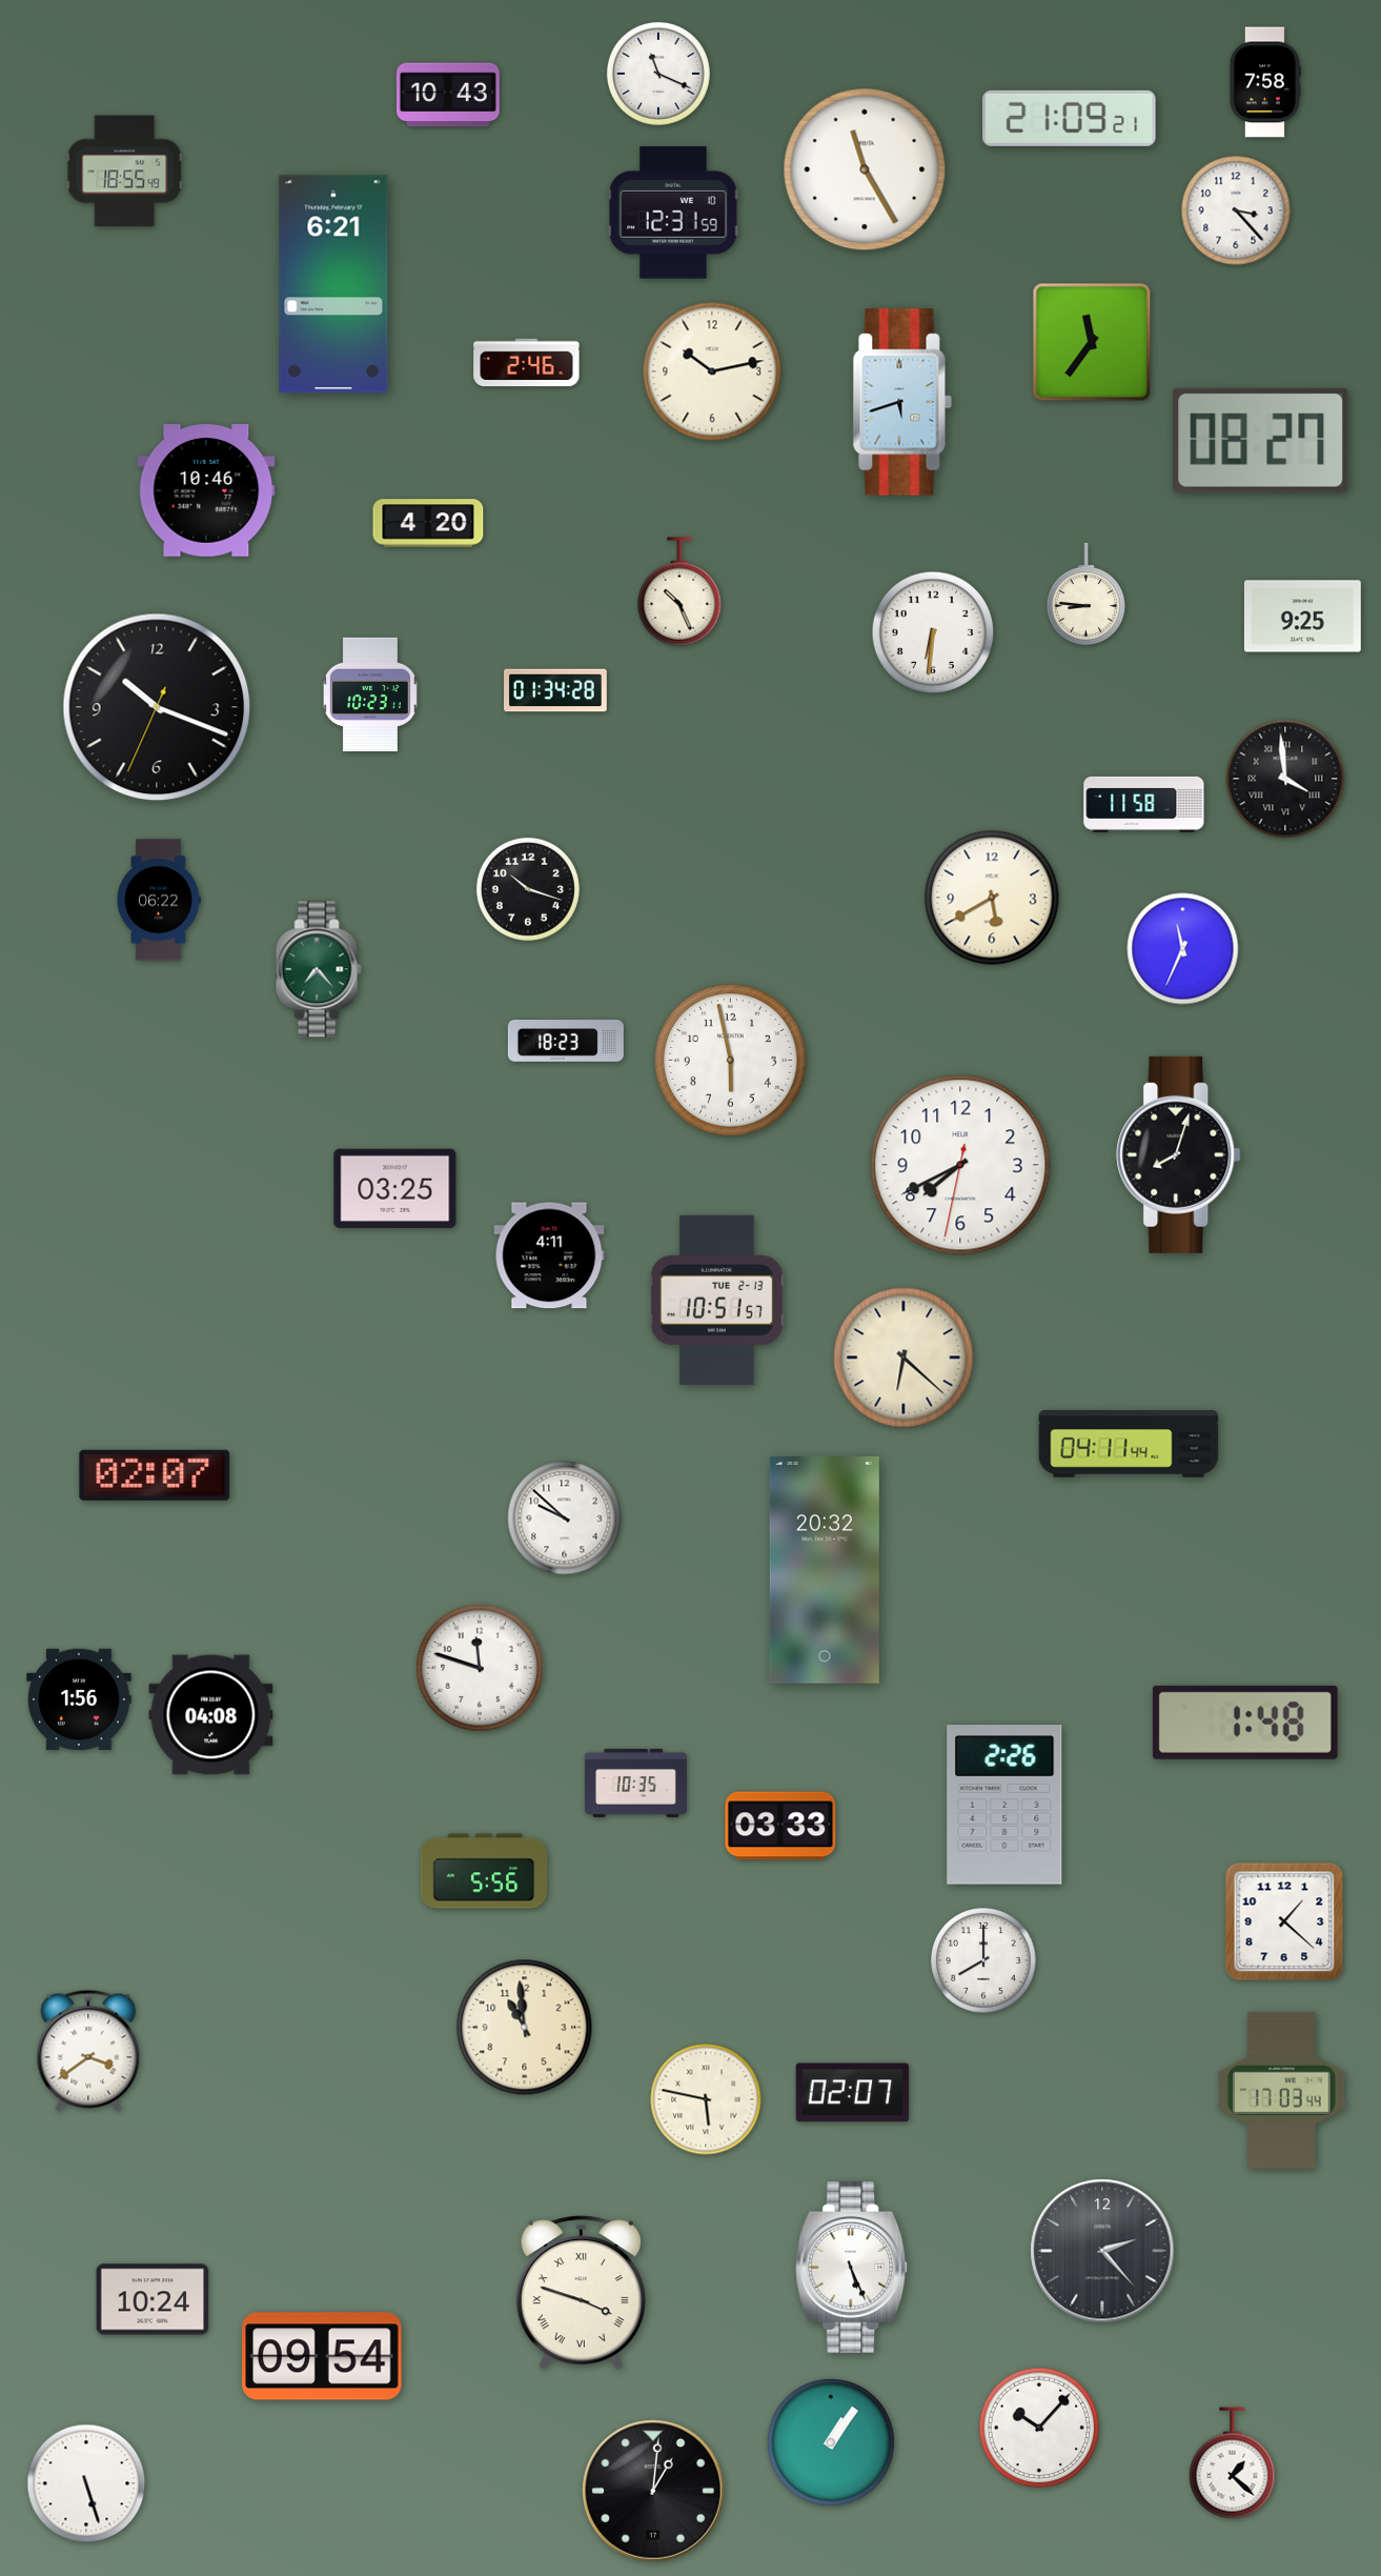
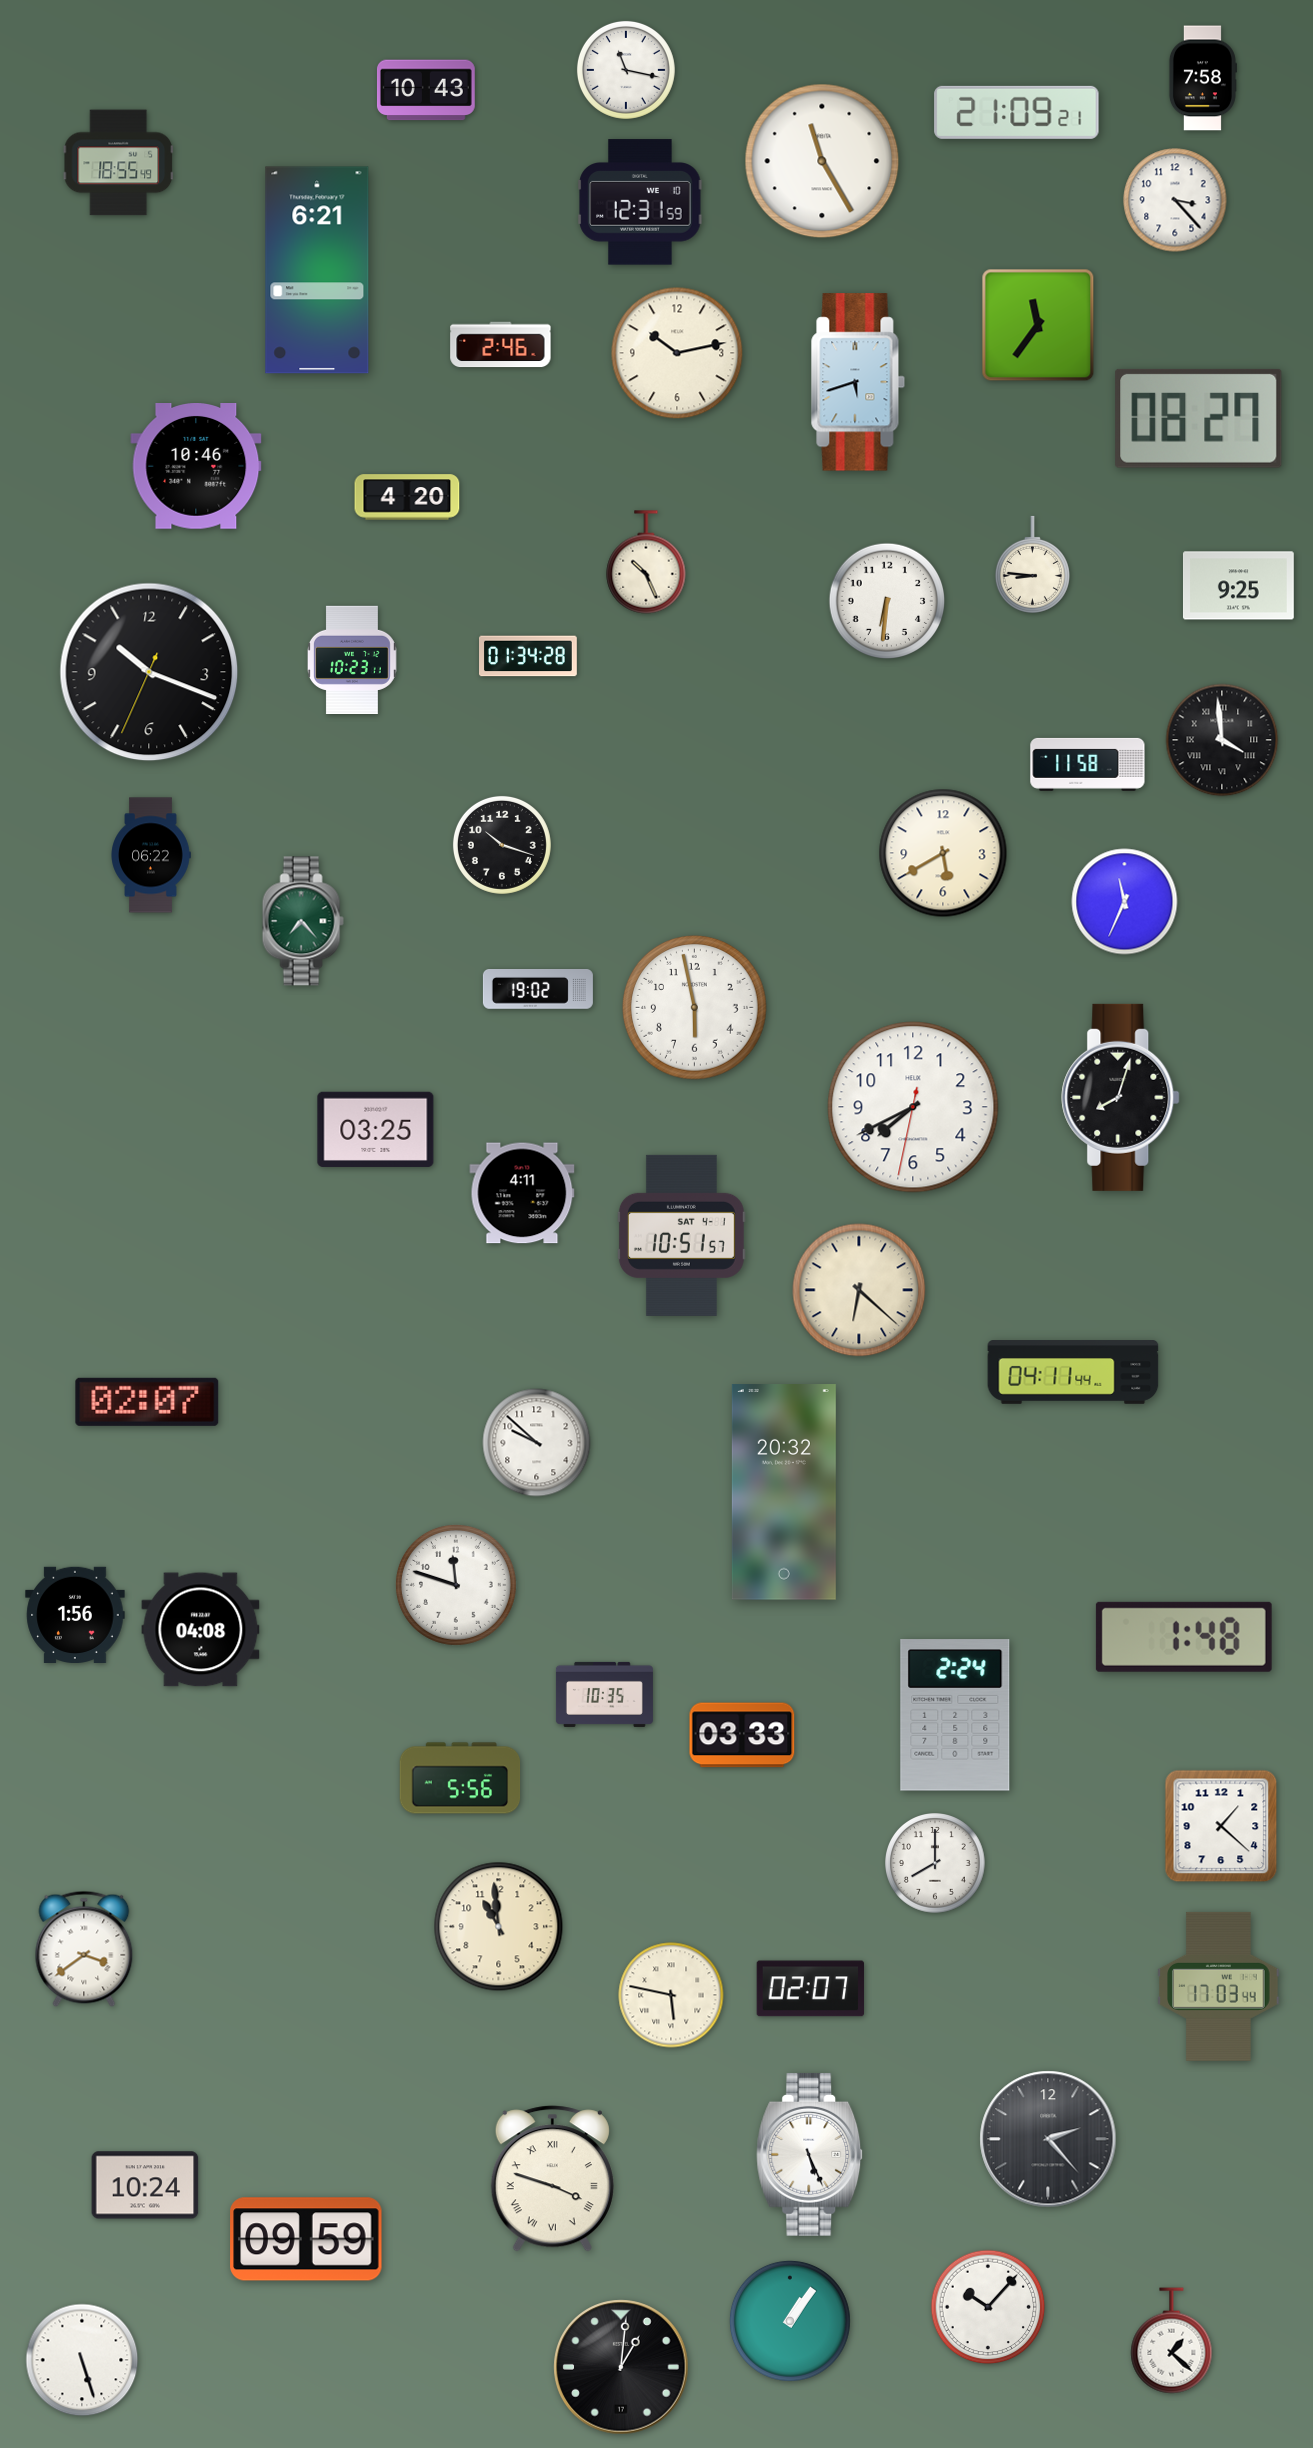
clock at (658, 74): 11:19 -> 11:17
clock at (566, 1042): 18:23 -> 19:02
clock at (716, 1300) date: TUE 2-13 -> SAT 4-1
clock at (1004, 1805): 2:26 -> 2:24
clock at (322, 2356): 09:54 -> 09:59
